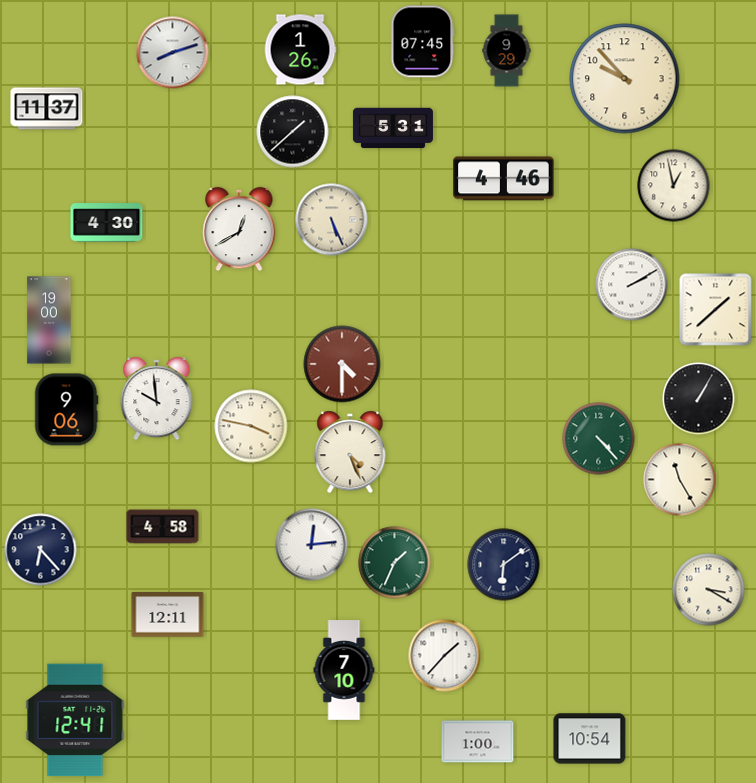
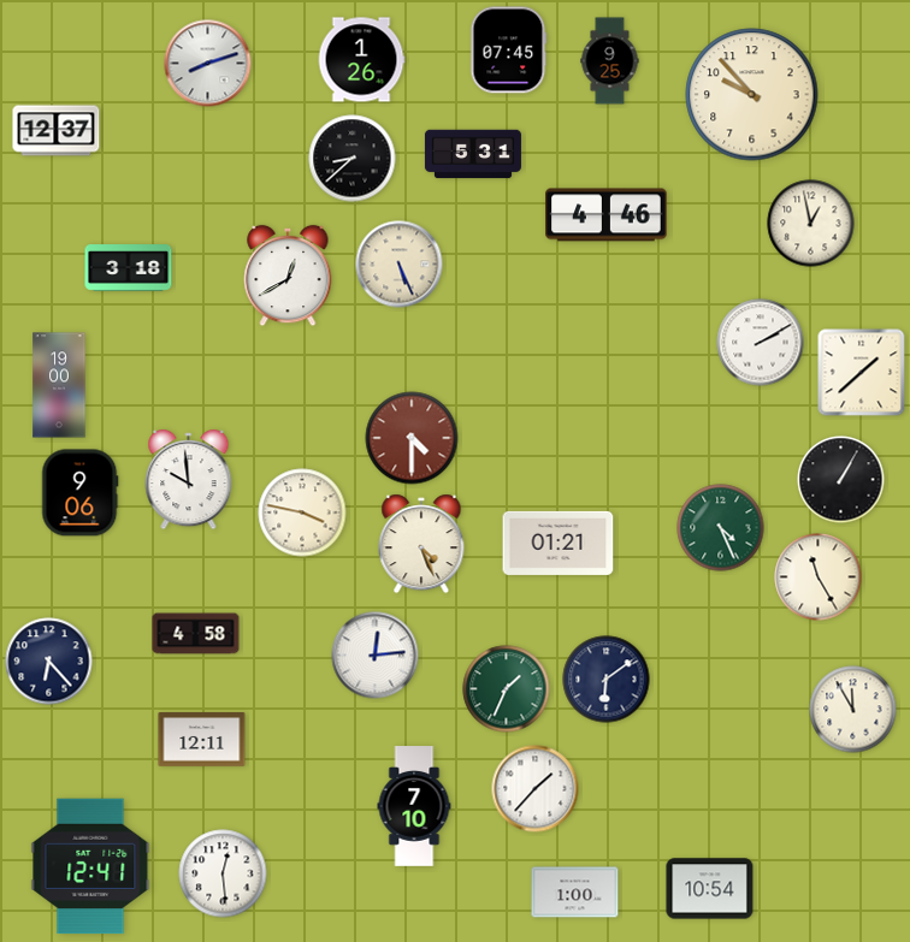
clock at (507, 51): 9:29 -> 9:25
clock at (47, 109): 11:37 -> 12:37
clock at (293, 132): 1:38 -> 8:38
clock at (107, 223): 4:30 -> 3:18
clock at (599, 439): 4:23 -> 4:26
clock at (559, 543): none -> 01:21
clock at (395, 563) position: (395, 563) -> (507, 689)
clock at (709, 590): 3:20 -> 11:55
clock at (223, 873): none -> 12:29
